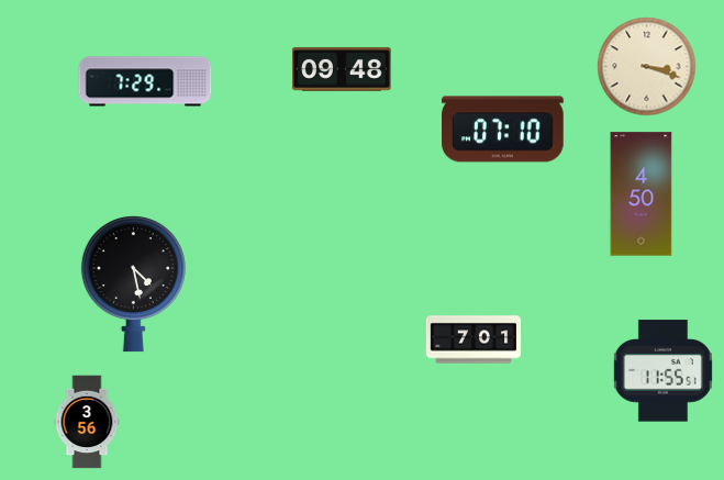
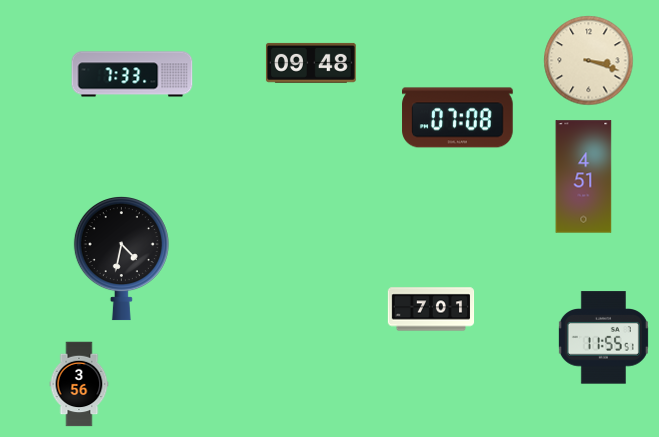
clock at (145, 81): 7:29 -> 7:33
clock at (503, 130): 07:10 -> 07:08
clock at (642, 194): 4:50 -> 4:51
clock at (133, 284): 4:28 -> 4:32
